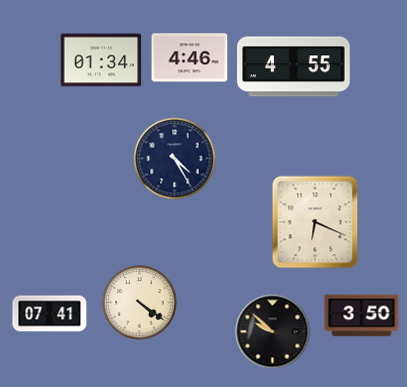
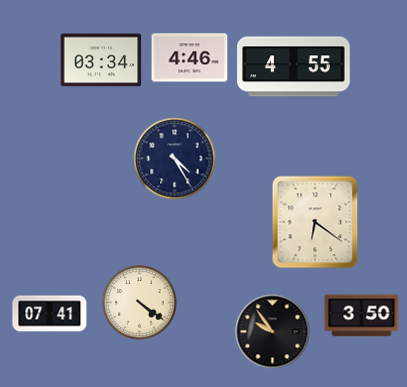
clock at (101, 60): 01:34 -> 03:34
clock at (315, 222): 6:19 -> 6:21
clock at (273, 332): 9:52 -> 9:54
